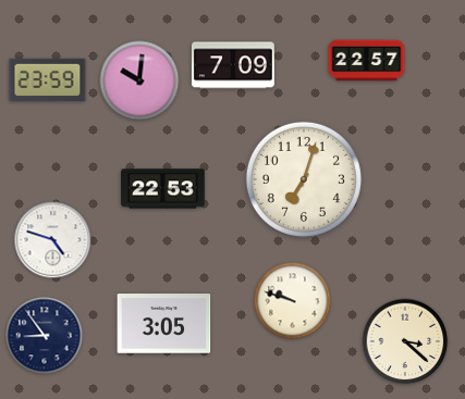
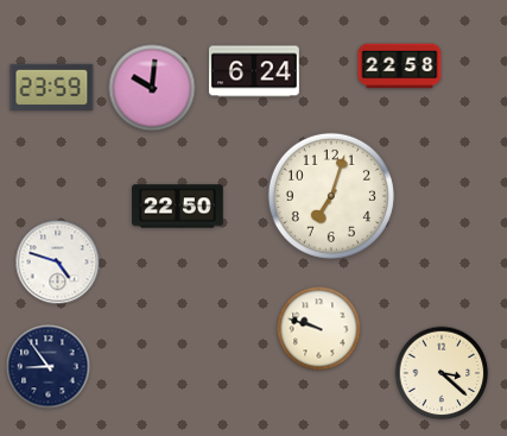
clock at (367, 61): 22:57 -> 22:58
clock at (233, 65): 7:09 -> 6:24
clock at (163, 189): 22:53 -> 22:50
clock at (164, 324): 3:05 -> none
